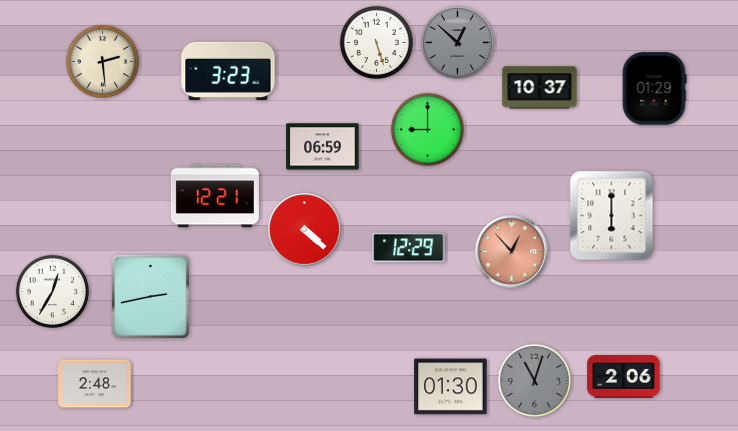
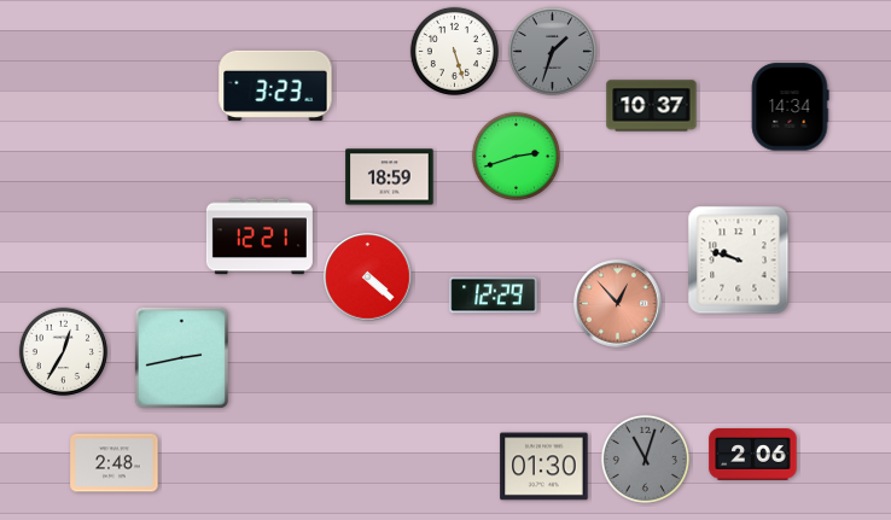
clock at (457, 42): 12:52 -> 1:33
clock at (102, 61): 2:29 -> none
clock at (654, 89): 01:29 -> 14:34
clock at (427, 129): 9:00 -> 2:42
clock at (323, 147): 06:59 -> 18:59
clock at (612, 216): 6:00 -> 9:48
clock at (409, 248) position: (409, 248) -> (494, 296)
